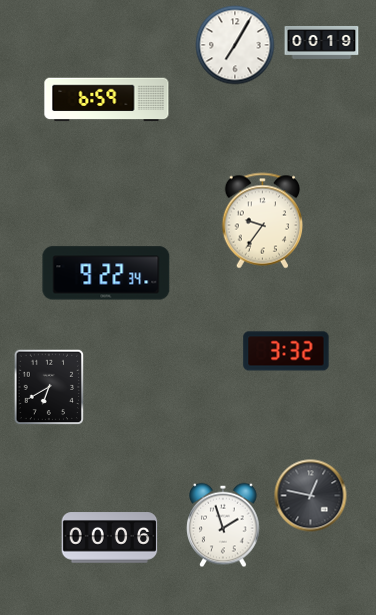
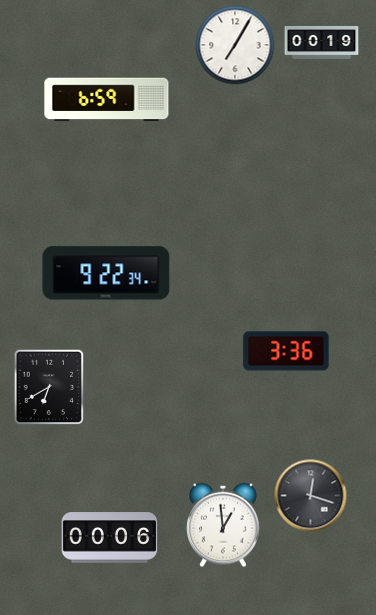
clock at (263, 221): 9:36 -> none
clock at (286, 351): 3:32 -> 3:36
clock at (311, 496): 12:47 -> 12:18
clock at (223, 525): 1:57 -> 12:59
